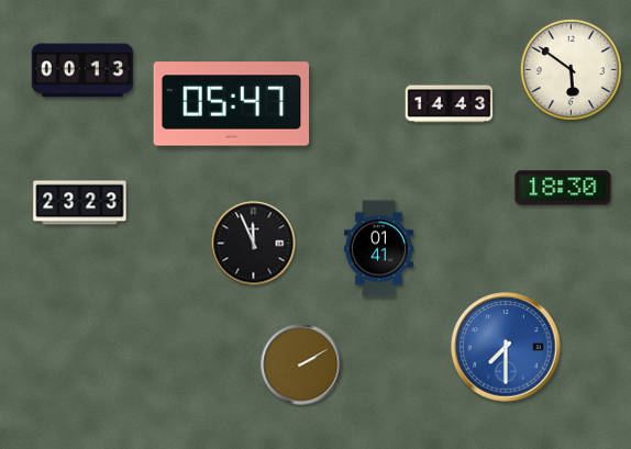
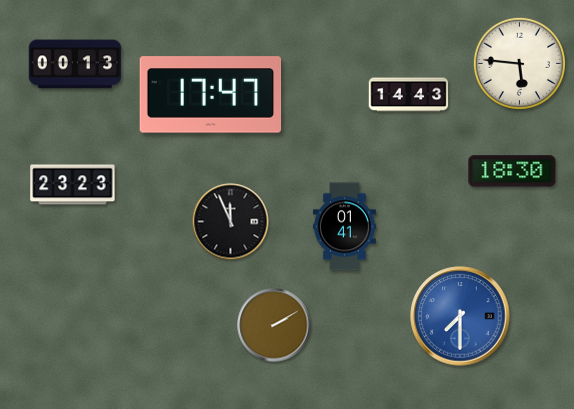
clock at (571, 69): 5:51 -> 5:46
clock at (232, 104): 05:47 -> 17:47
clock at (301, 364) position: (301, 364) -> (274, 325)
